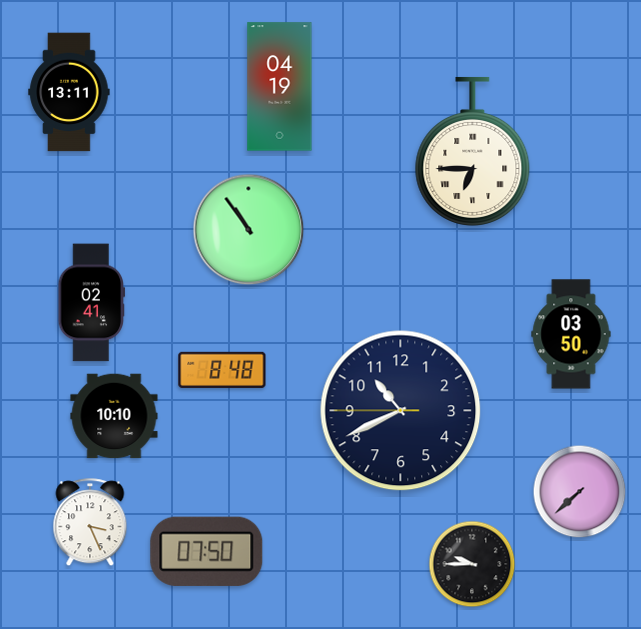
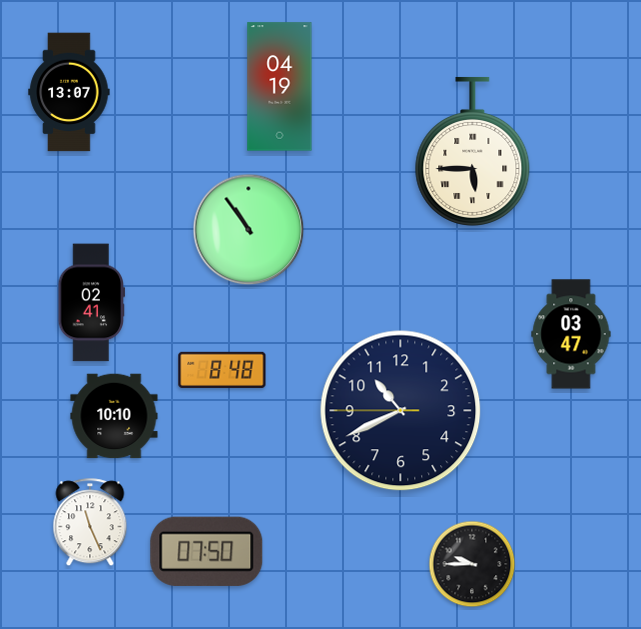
clock at (69, 92): 13:11 -> 13:07
clock at (473, 151): 6:45 -> 5:45
clock at (571, 334): 03:50 -> 03:47
clock at (580, 492): 7:38 -> none
clock at (90, 523): 3:26 -> 11:26
